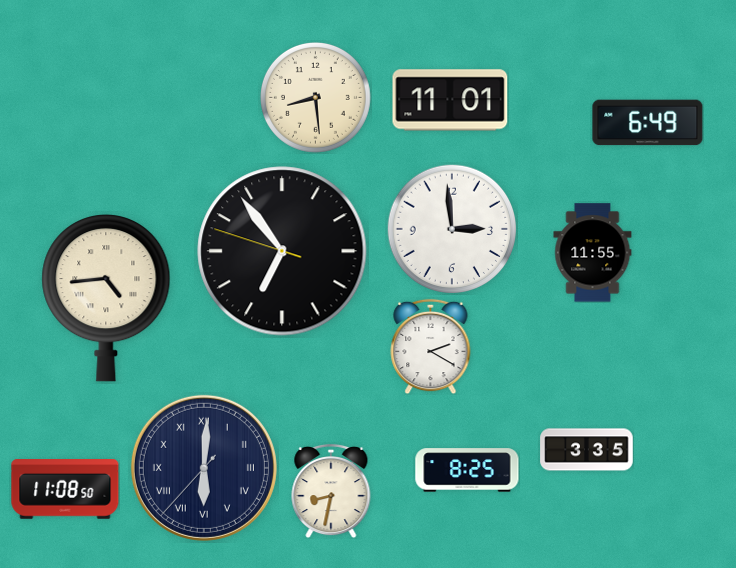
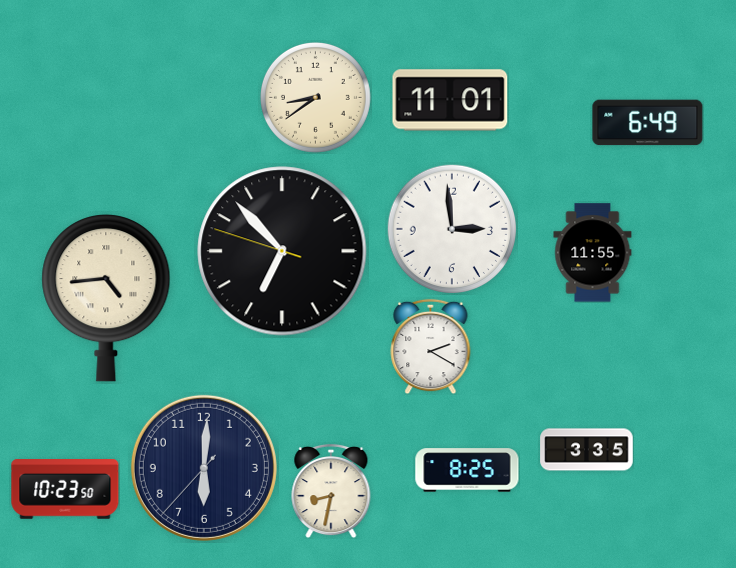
clock at (315, 97): 8:29 -> 8:39
clock at (282, 251): 6:53 -> 6:52
clock at (204, 468) numerals: Roman -> Arabic
clock at (65, 490): 11:08 -> 10:23
